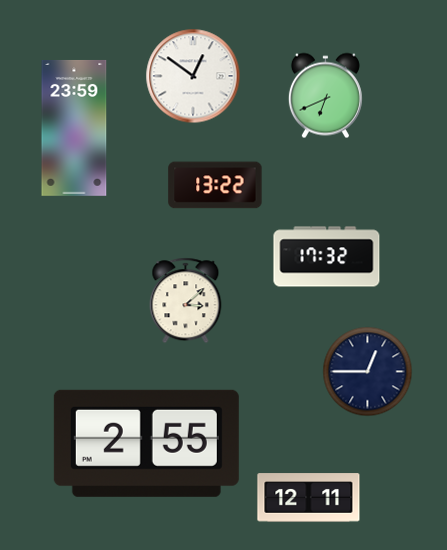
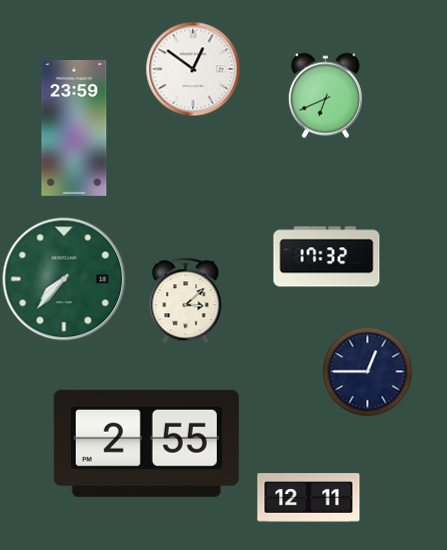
clock at (193, 76) position: (193, 76) -> (193, 69)
clock at (215, 185): 13:22 -> none
clock at (64, 279): none -> 7:37
